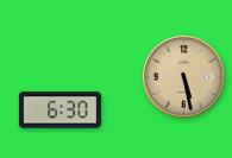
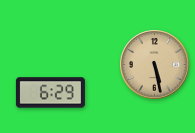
clock at (59, 110): 6:30 -> 6:29
